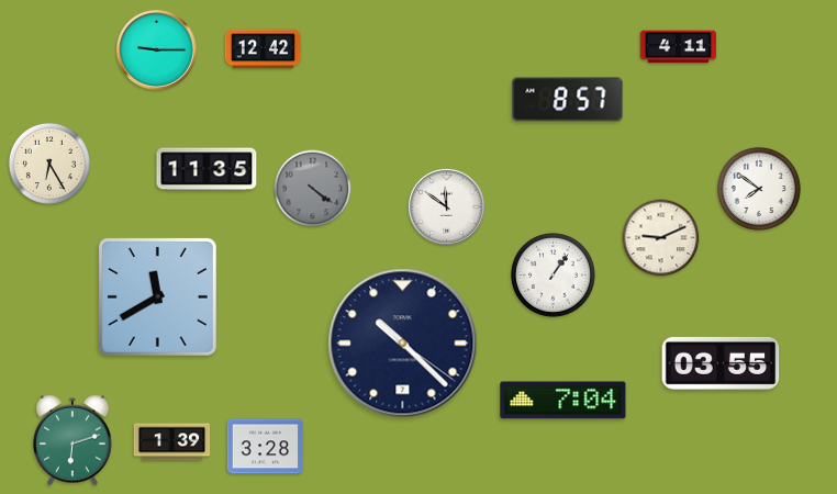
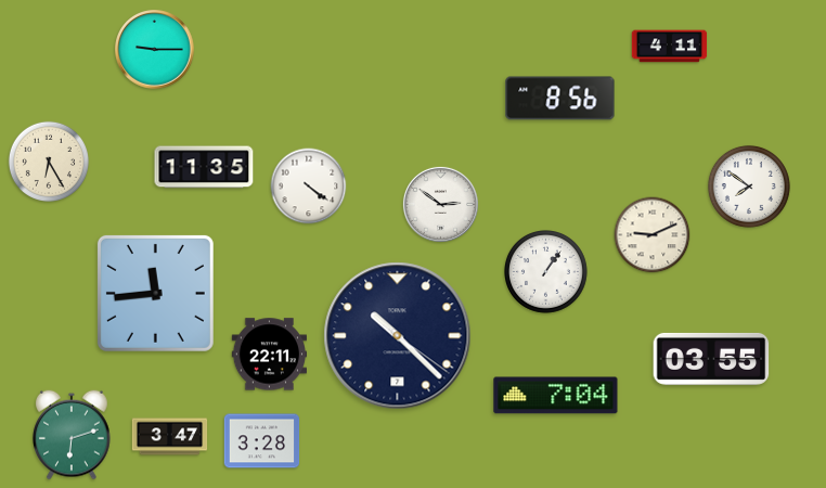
clock at (264, 49): 12:42 -> none
clock at (568, 100): 8:57 -> 8:56
clock at (313, 189) dial: grey -> white
clock at (446, 206): 11:51 -> 2:51
clock at (157, 296): 11:40 -> 11:44
clock at (403, 344) position: (403, 344) -> (398, 336)
clock at (269, 355): none -> 22:11
clock at (172, 442): 1:39 -> 3:47
